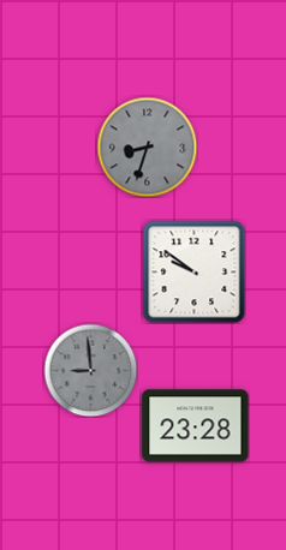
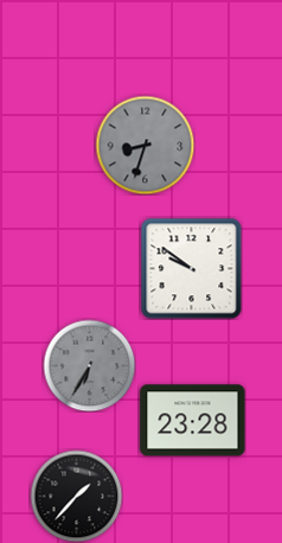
clock at (90, 370): 8:59 -> 6:35
clock at (76, 496): none -> 1:37
